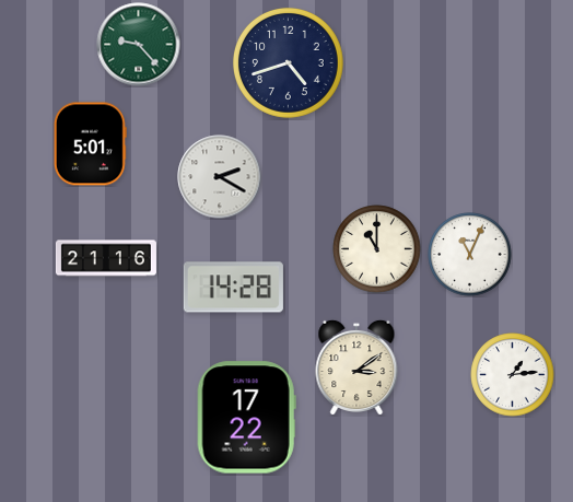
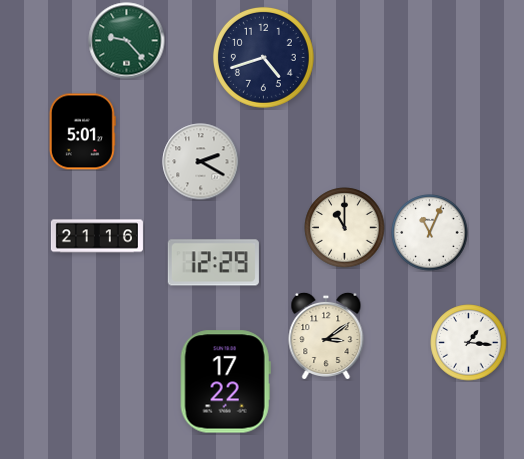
clock at (233, 288): 14:28 -> 12:29
clock at (513, 375): 1:14 -> 1:16
